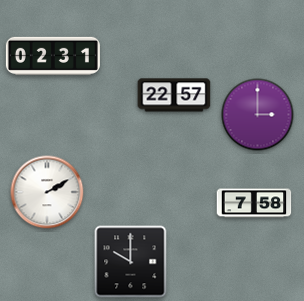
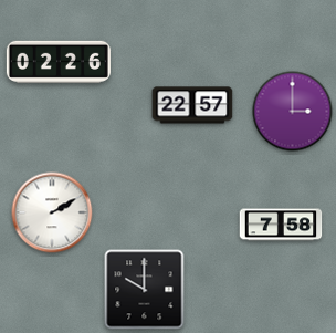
clock at (53, 56): 02:31 -> 02:26
clock at (258, 115) position: (258, 115) -> (293, 112)
